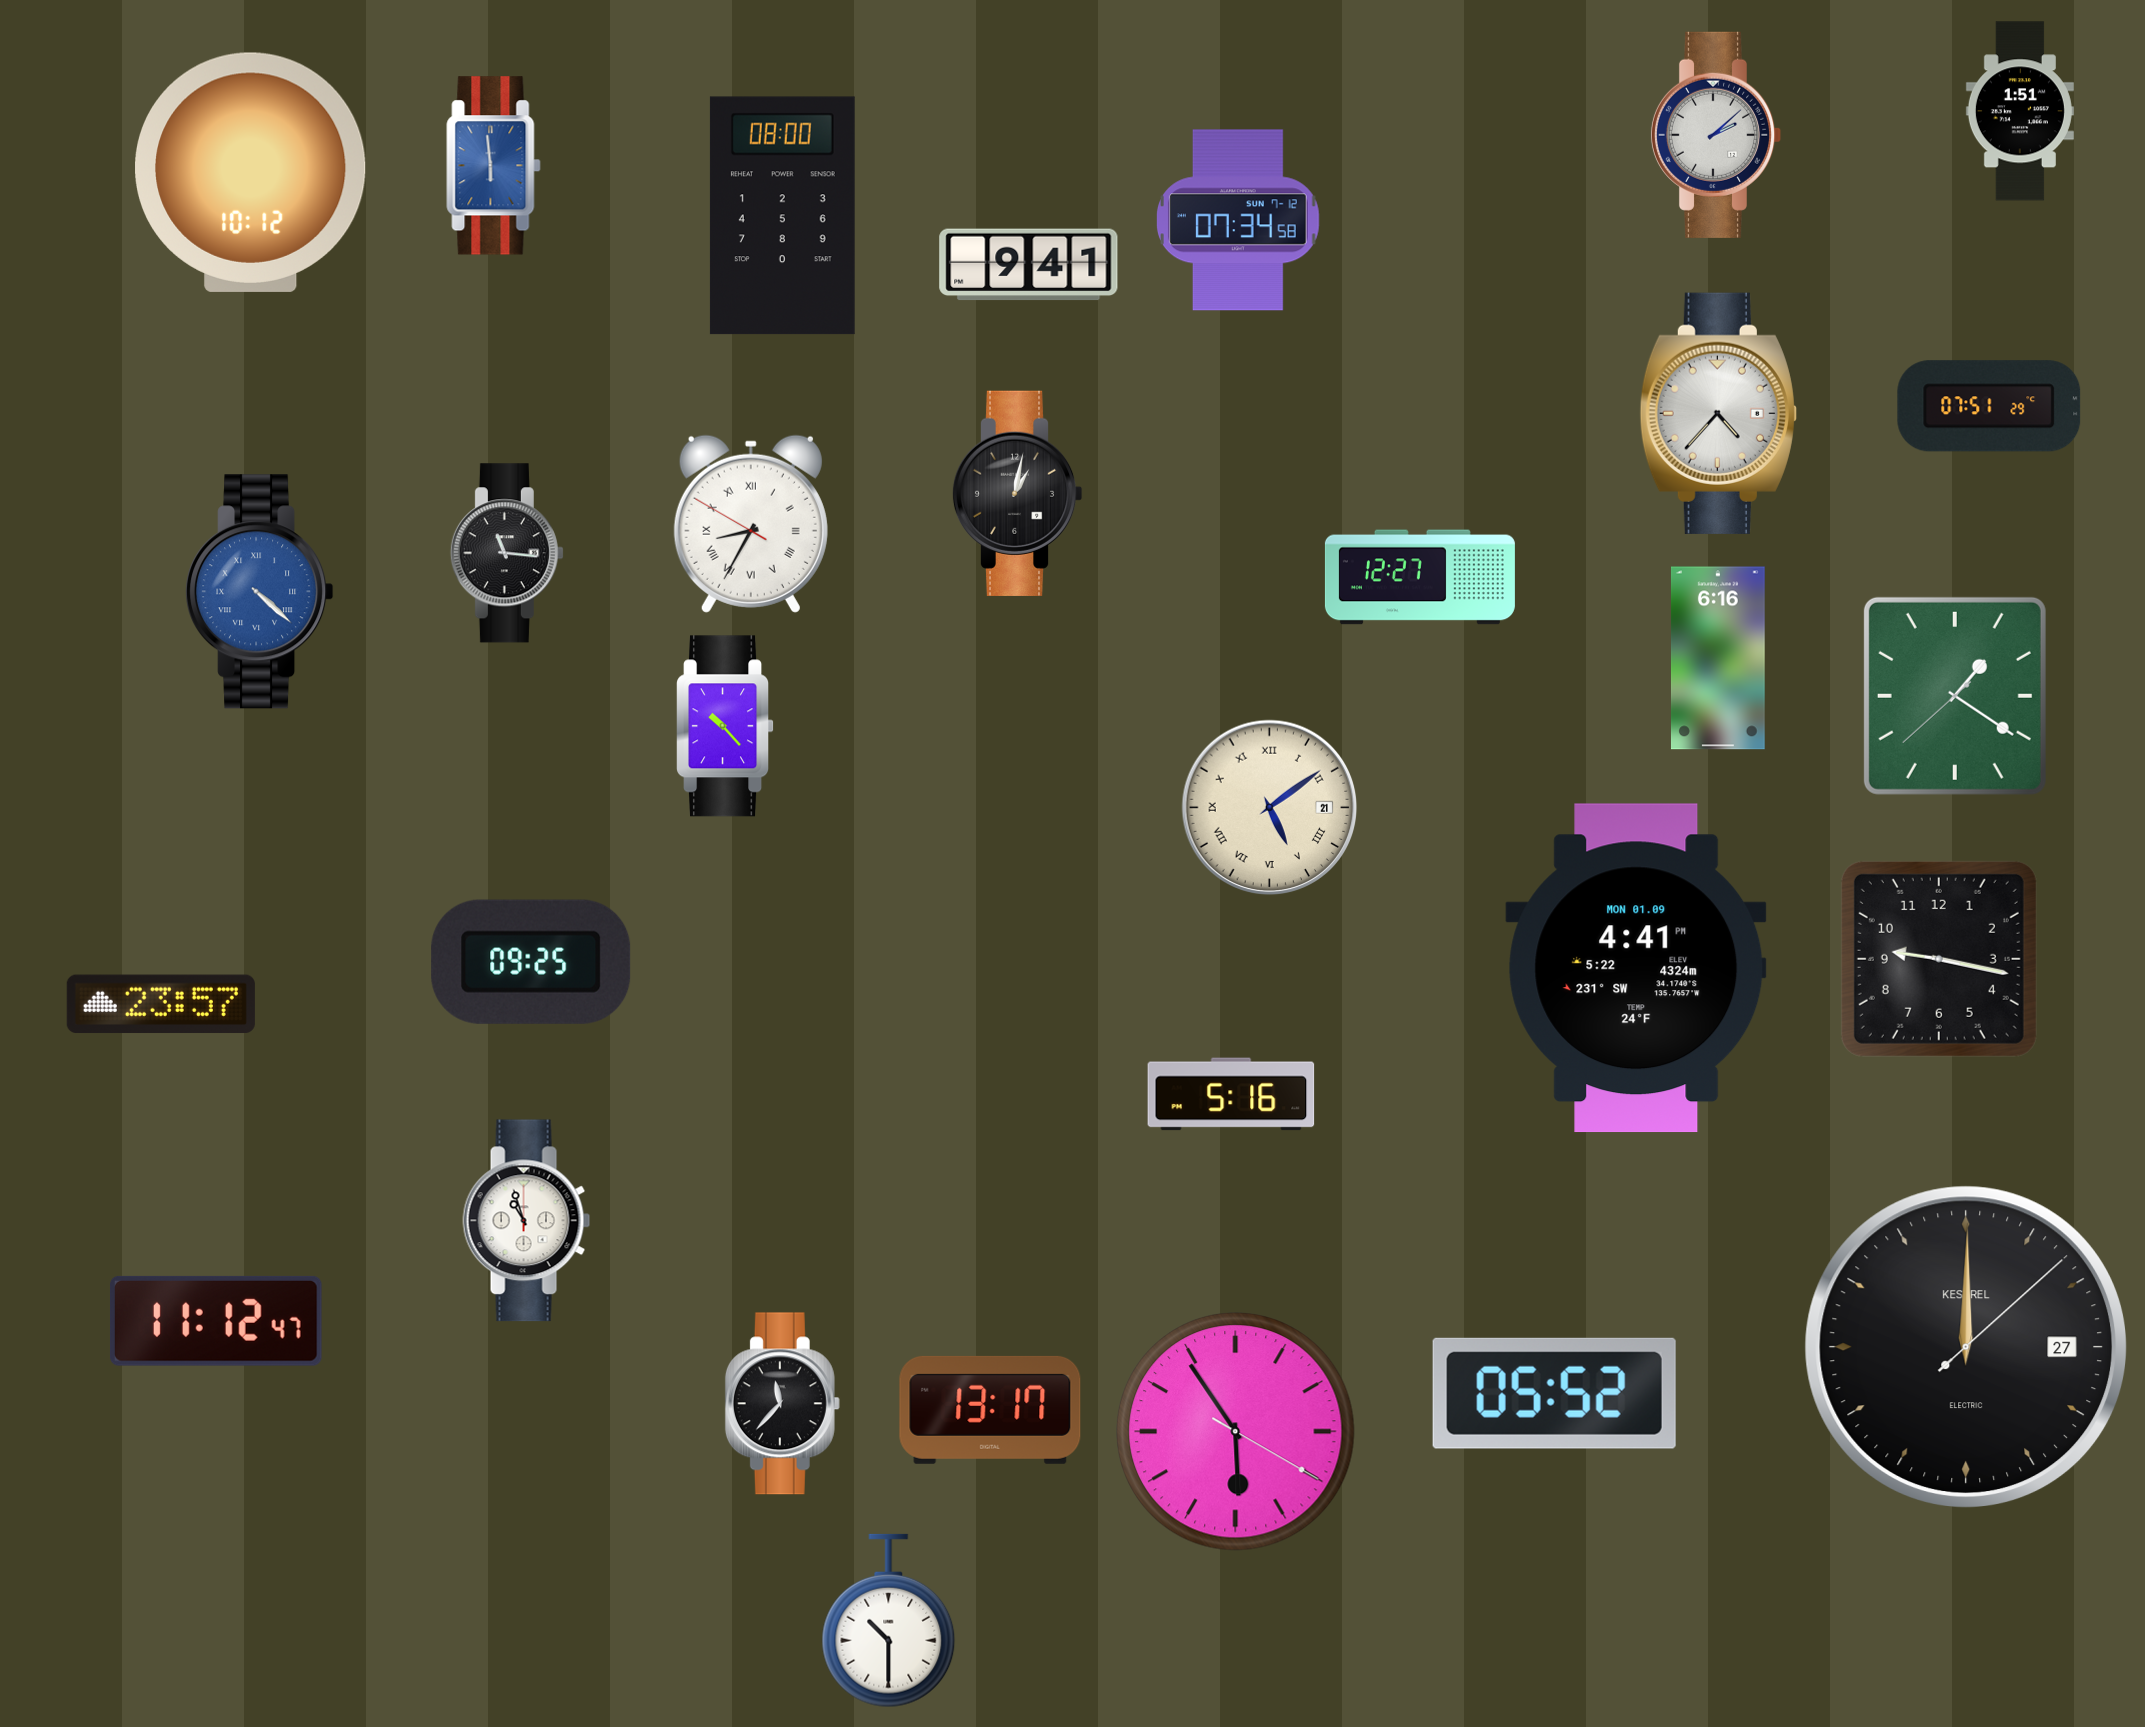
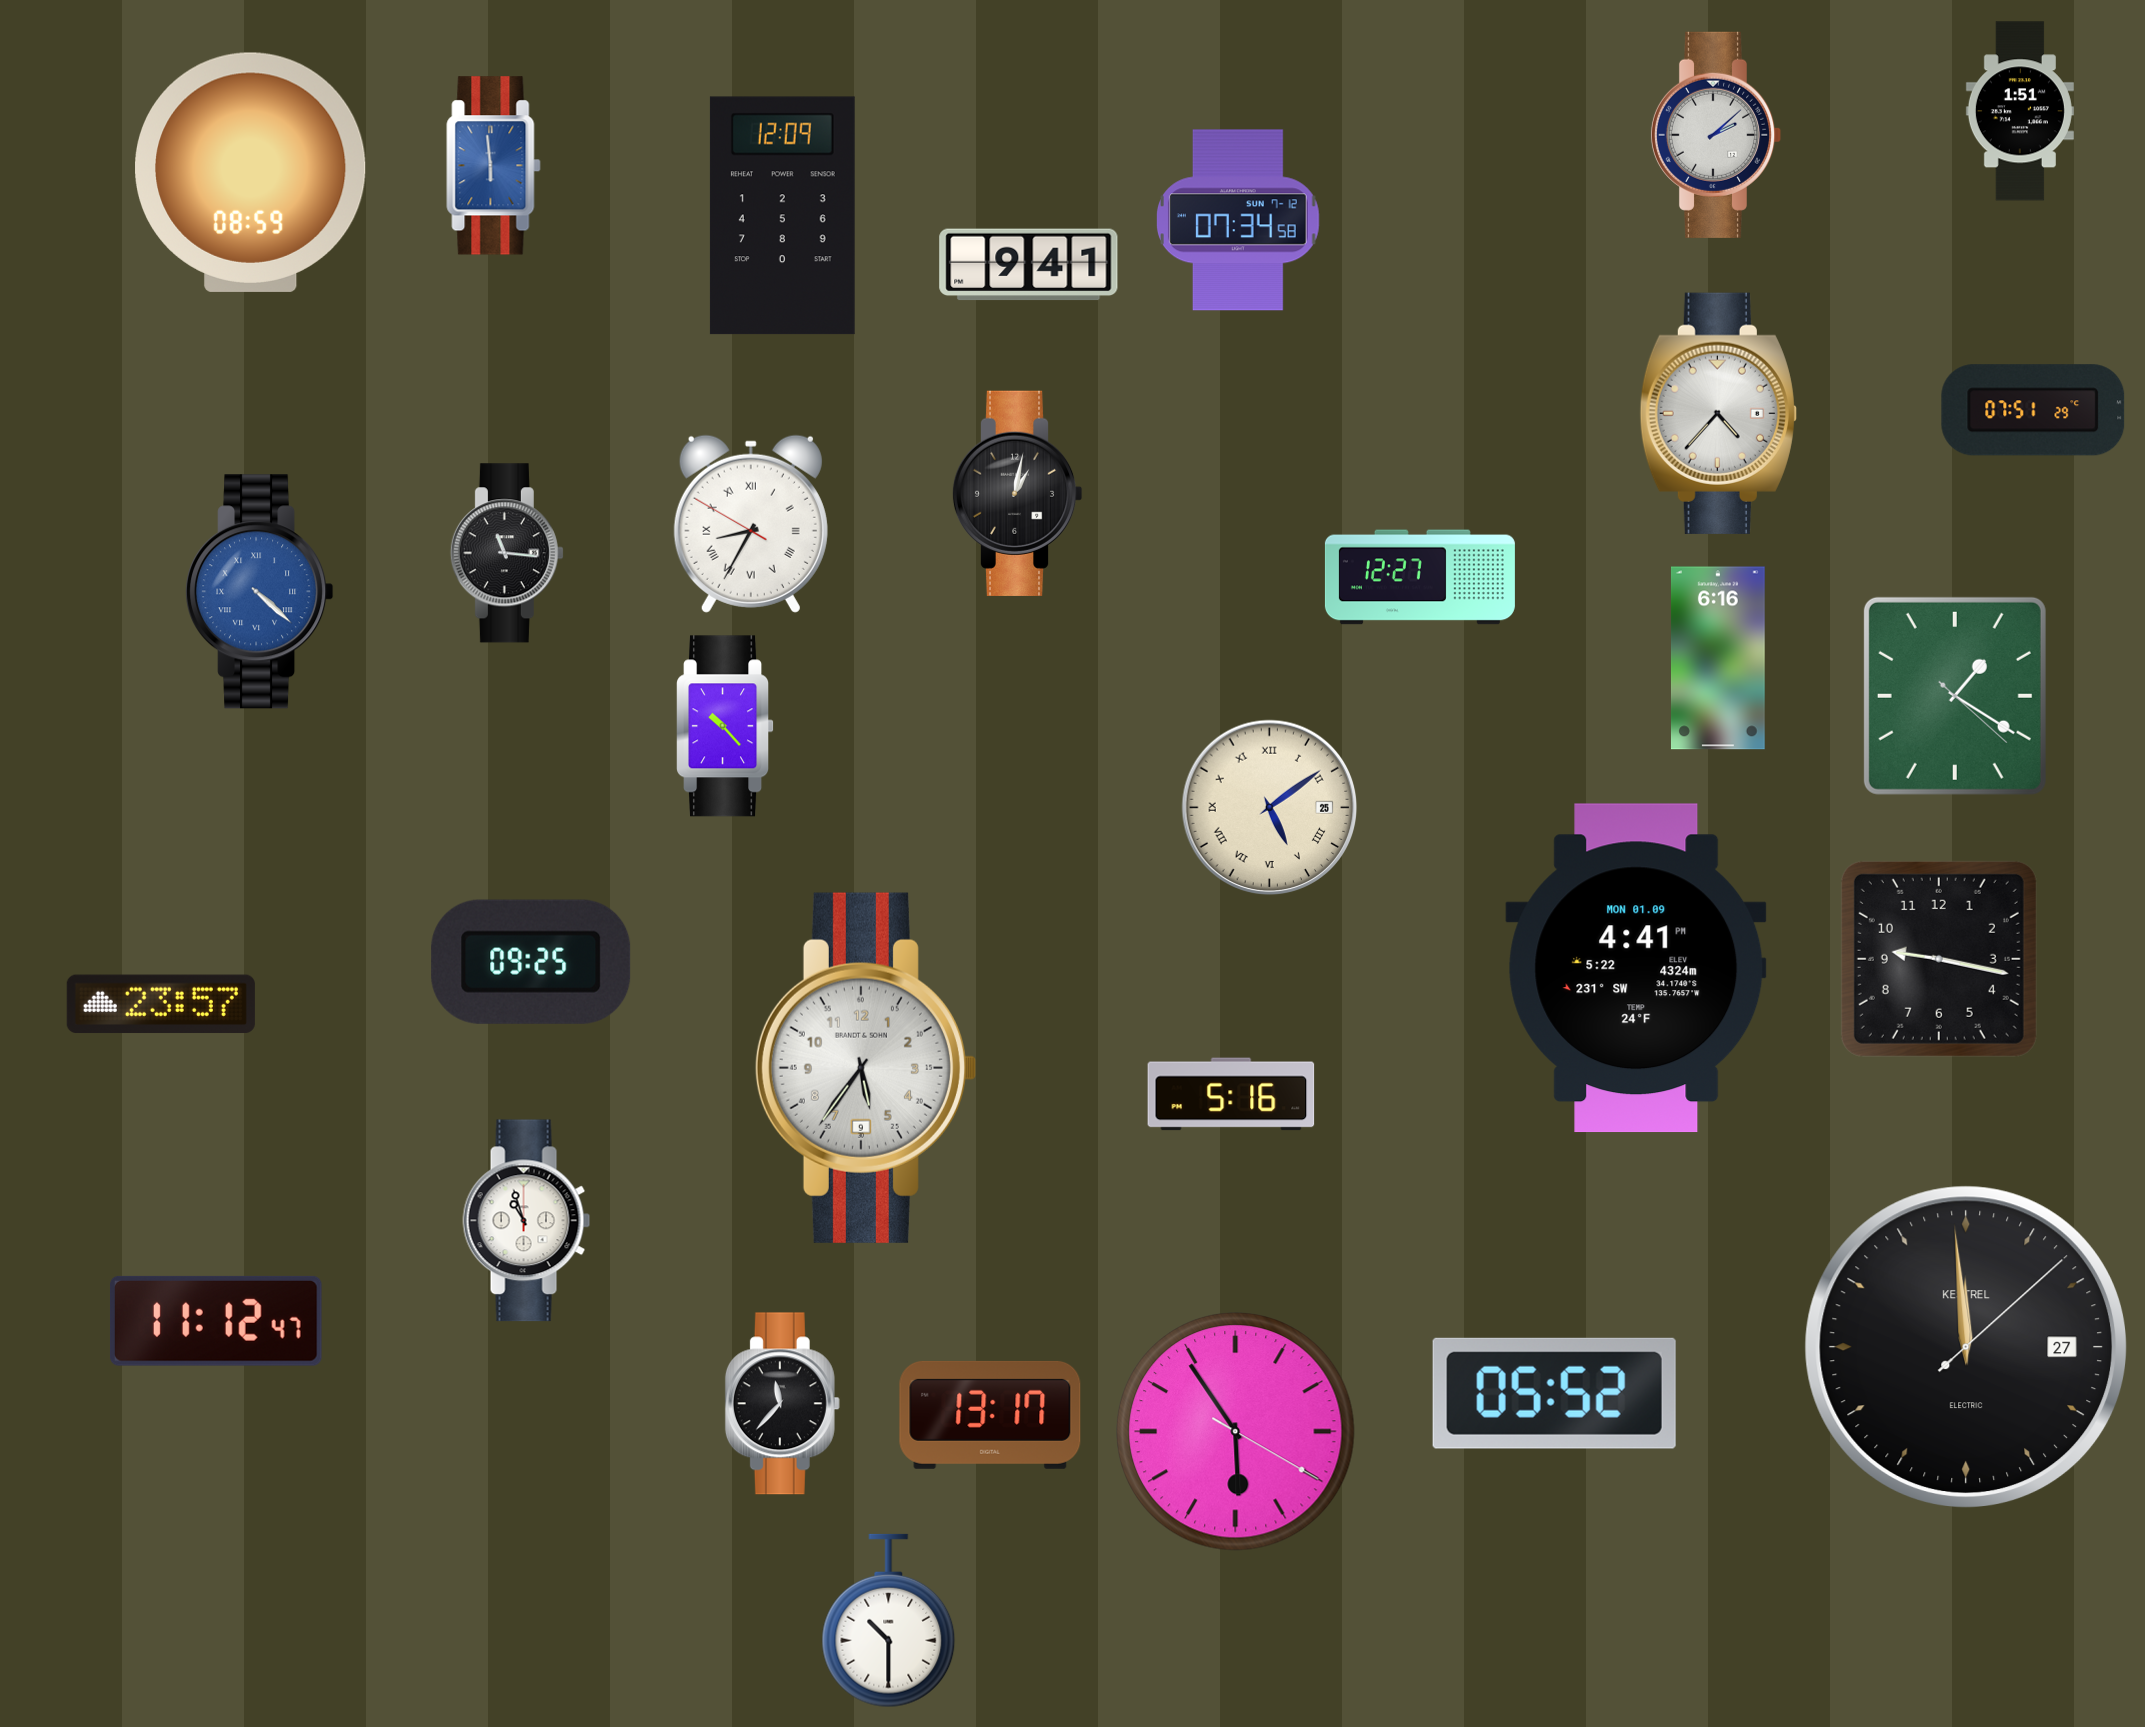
clock at (251, 172): 10:12 -> 08:59
clock at (782, 216): 08:00 -> 12:09
clock at (1989, 406) position: (1989, 406) -> (2033, 410)
clock at (1955, 696): 1:20:38 -> 1:20:22
clock at (1270, 808) date: 21 -> 25
clock at (865, 1068): none -> 5:36
clock at (1965, 1346): 12:00 -> 11:59
clock at (990, 1410) position: (990, 1410) -> (990, 1415)
